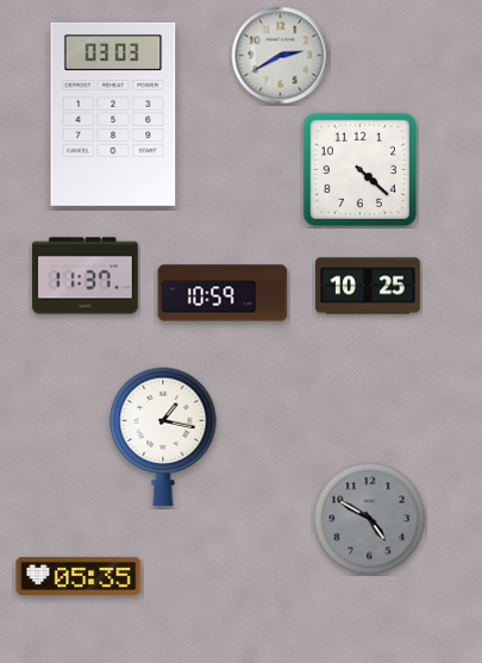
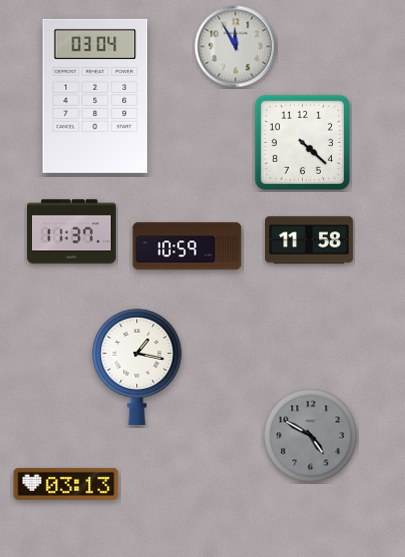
clock at (281, 56): 2:40 -> 11:55
clock at (113, 114): 03:03 -> 03:04
clock at (369, 286): 10:25 -> 11:58
clock at (79, 576): 05:35 -> 03:13
